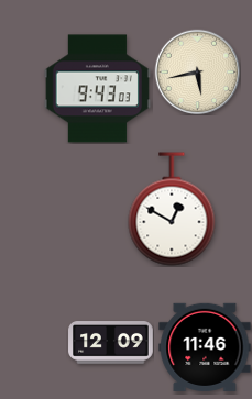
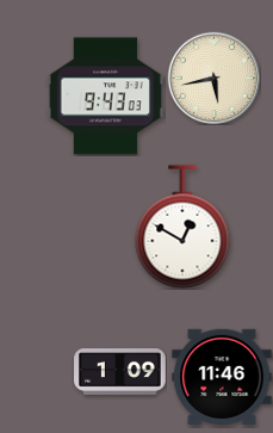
clock at (172, 209) position: (172, 209) -> (182, 227)
clock at (111, 343): 12:09 -> 1:09
